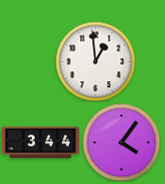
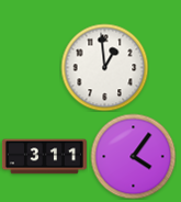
clock at (40, 143): 3:44 -> 3:11
